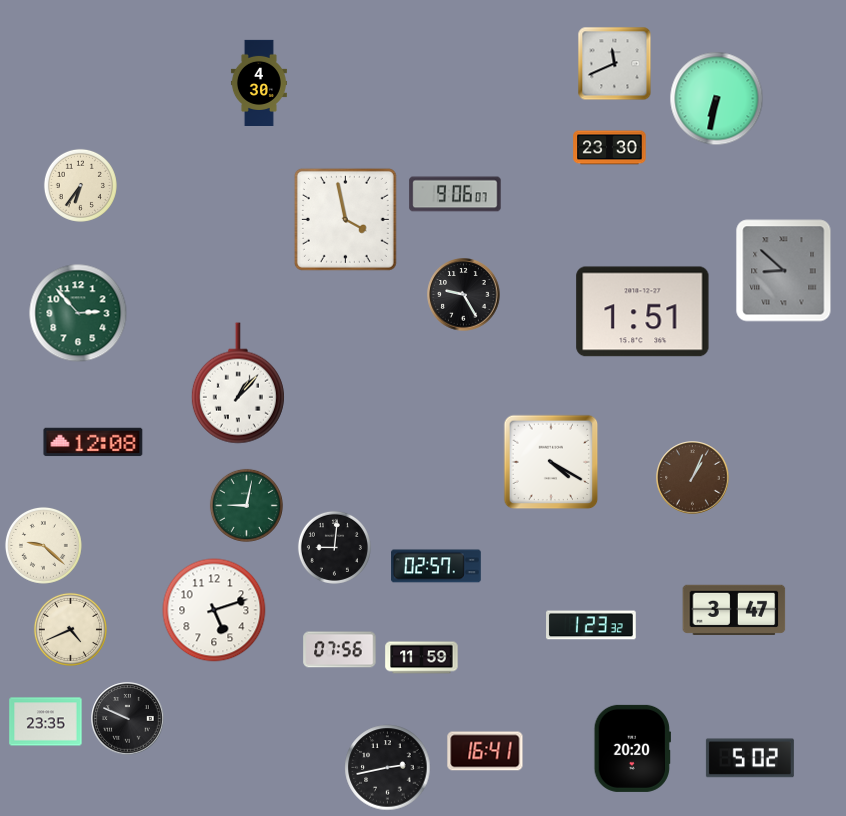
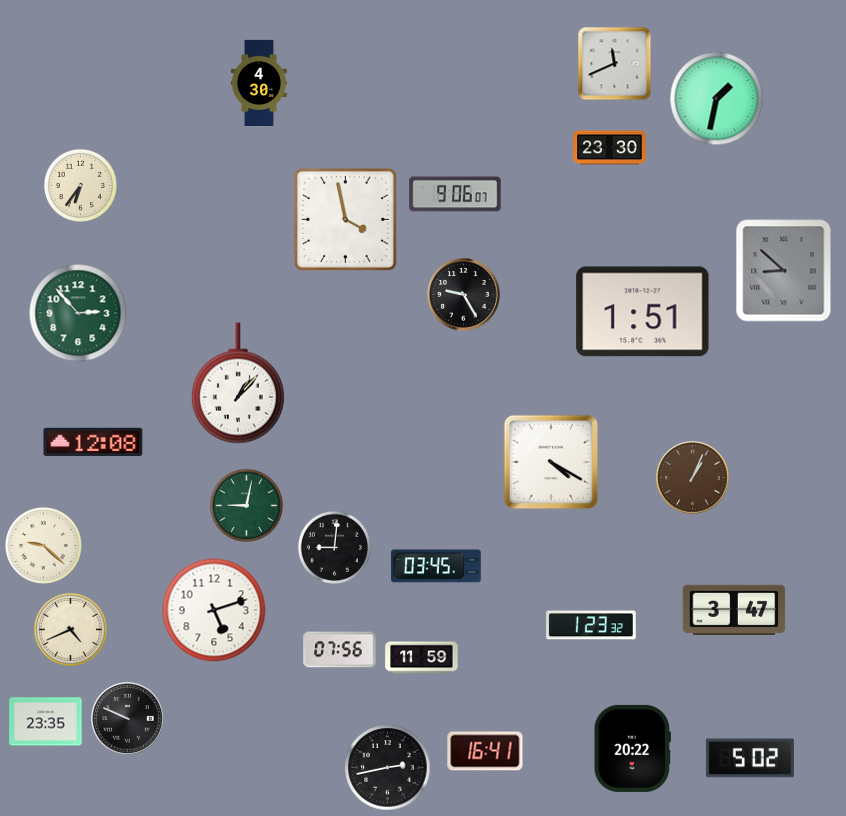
clock at (717, 99): 6:32 -> 1:32
clock at (436, 566): 02:57 -> 03:45
clock at (632, 748): 20:20 -> 20:22
